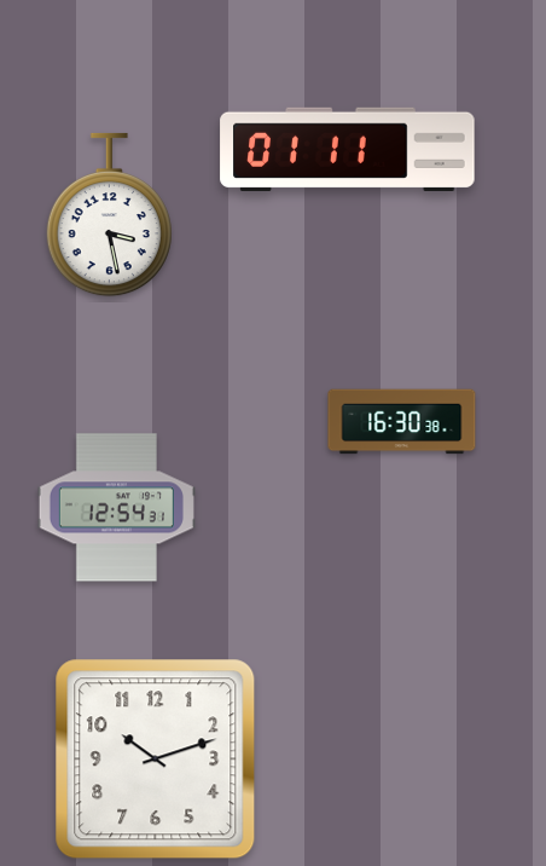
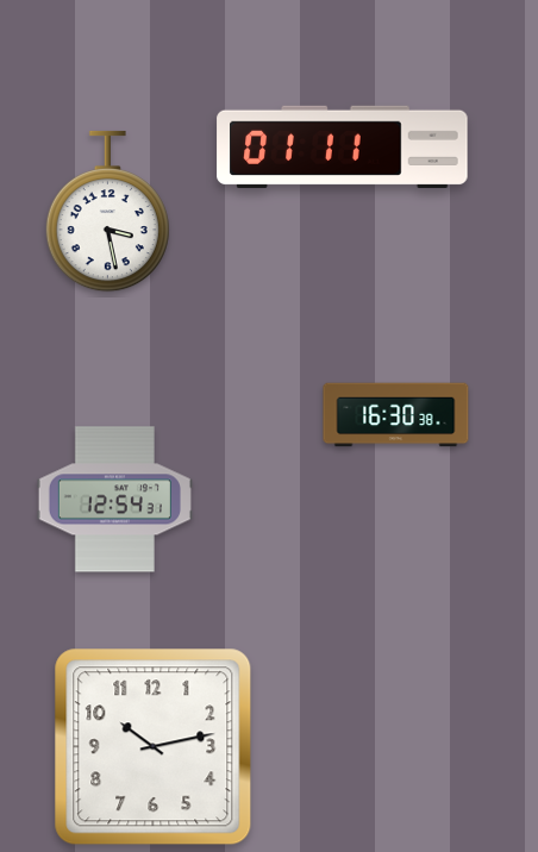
clock at (156, 760): 10:12 -> 10:13
